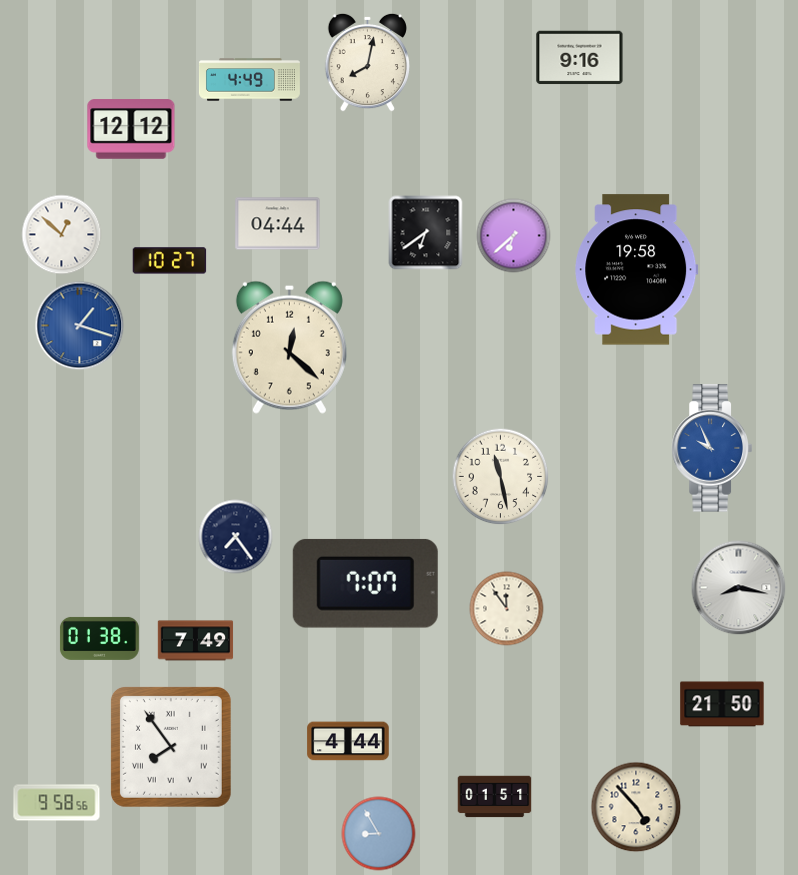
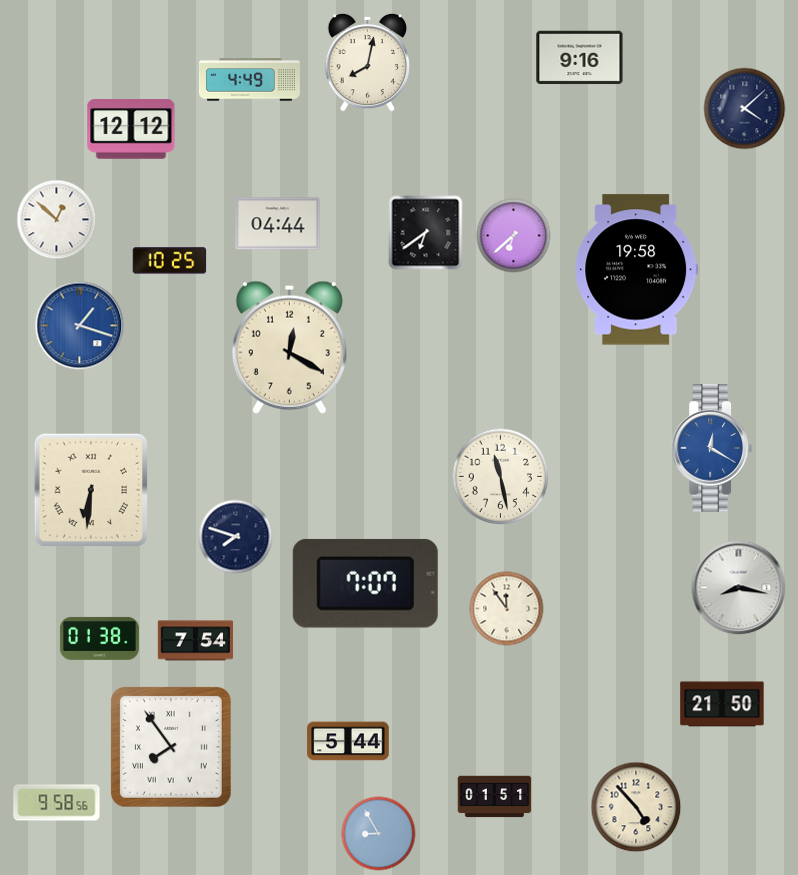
clock at (745, 109): none -> 4:08
clock at (62, 235) position: (62, 235) -> (57, 220)
clock at (170, 261): 10:27 -> 10:25
clock at (289, 347): 12:22 -> 12:20
clock at (712, 448): 9:56 -> 12:20
clock at (91, 490): none -> 6:31
clock at (236, 537): 7:24 -> 7:48
clock at (196, 641): 7:49 -> 7:54
clock at (348, 741): 4:44 -> 5:44
